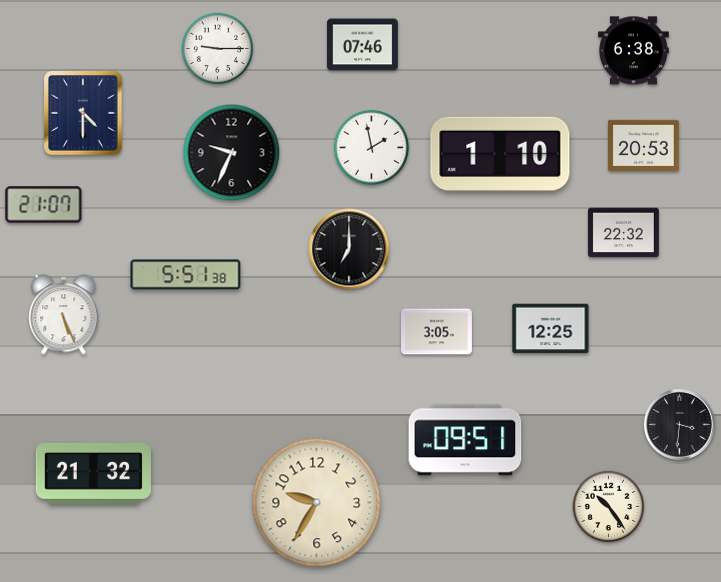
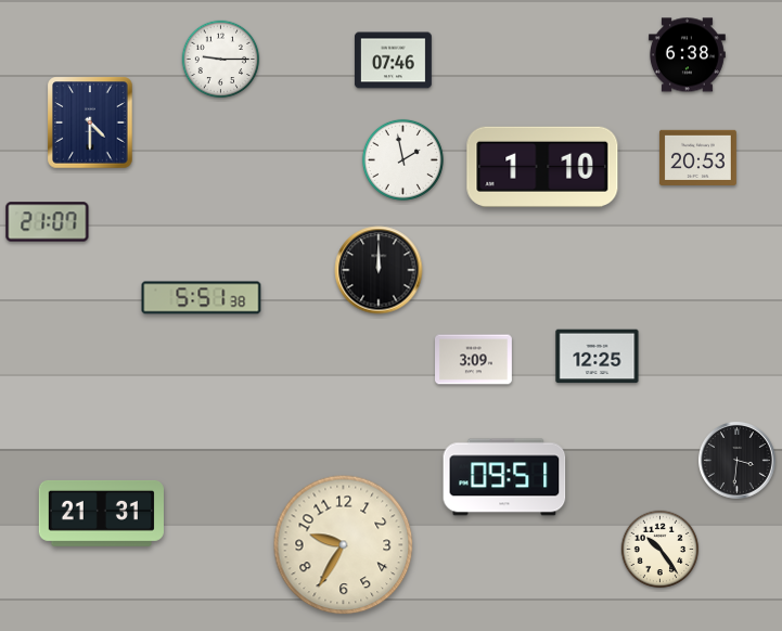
clock at (362, 45) position: (362, 45) -> (393, 61)
clock at (218, 49) position: (218, 49) -> (221, 60)
clock at (232, 153): 9:34 -> none
clock at (623, 233): 22:32 -> none
clock at (349, 249): 7:00 -> 12:00
clock at (64, 315): 5:26 -> none
clock at (437, 332): 3:05 -> 3:09
clock at (93, 473): 21:32 -> 21:31
